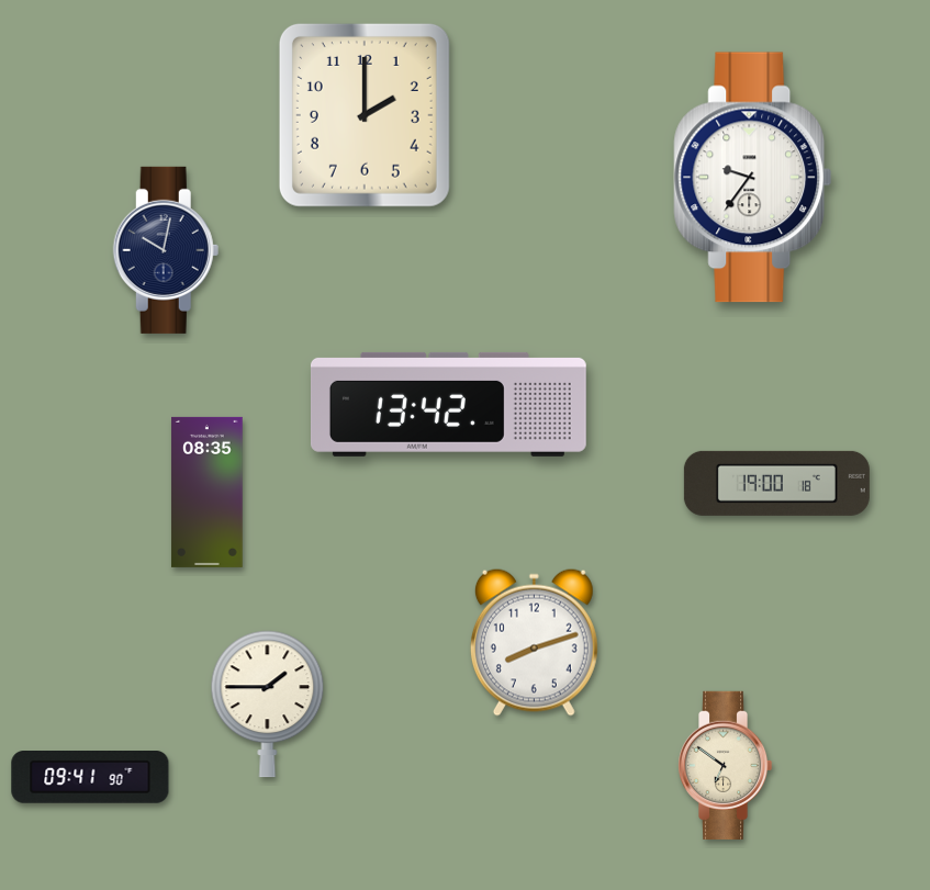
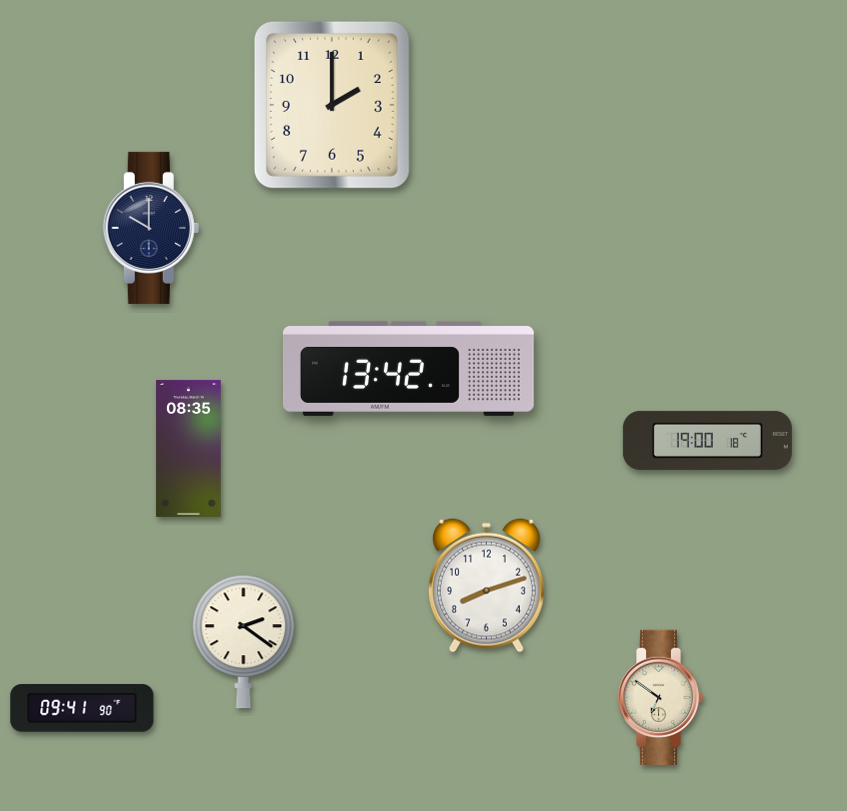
clock at (753, 178): 9:36 -> none
clock at (166, 250): 10:02 -> 10:00
clock at (268, 705): 1:45 -> 2:21
